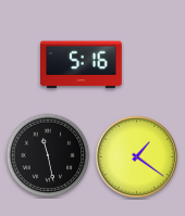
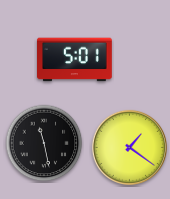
clock at (82, 65): 5:16 -> 5:01
clock at (136, 156) position: (136, 156) -> (129, 147)
